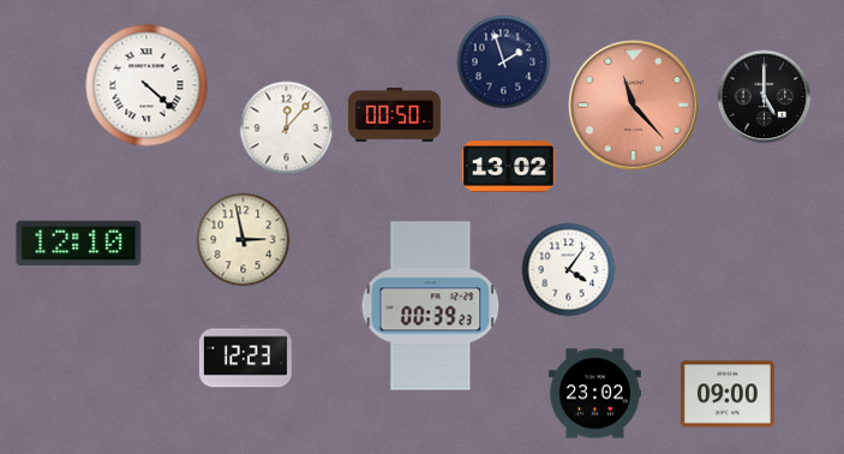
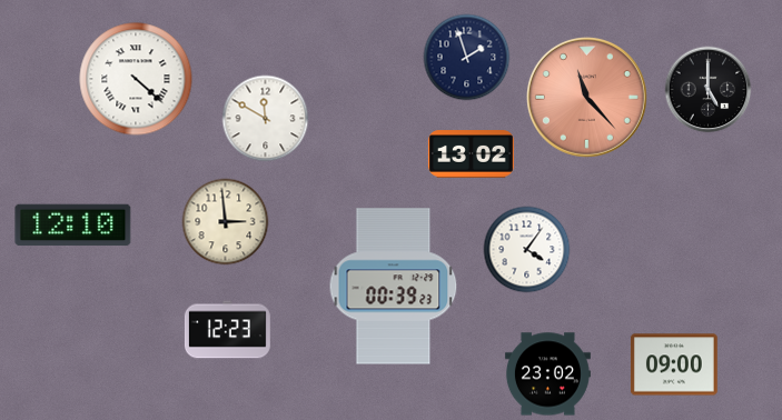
clock at (394, 114): 00:50 -> none
clock at (286, 127): 12:07 -> 11:50
clock at (243, 239): 2:58 -> 2:59
clock at (431, 306) position: (431, 306) -> (394, 287)
clock at (594, 394) position: (594, 394) -> (547, 374)
